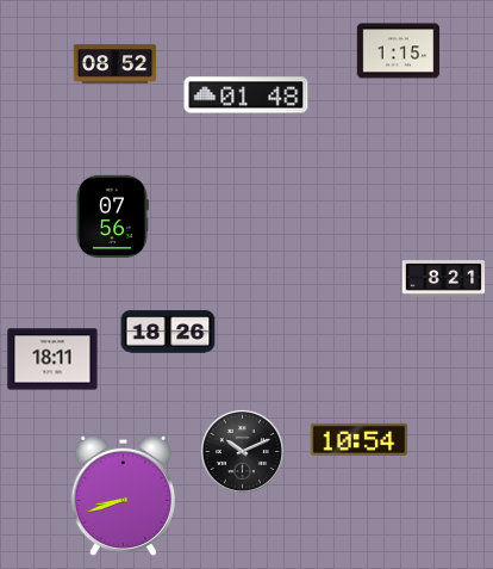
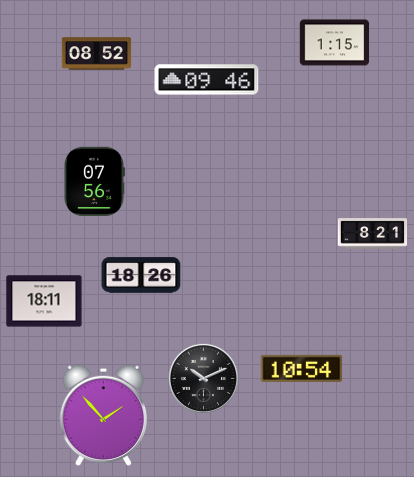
clock at (246, 95): 01:48 -> 09:46
clock at (168, 332) position: (168, 332) -> (141, 275)
clock at (123, 496): 8:42 -> 1:53
